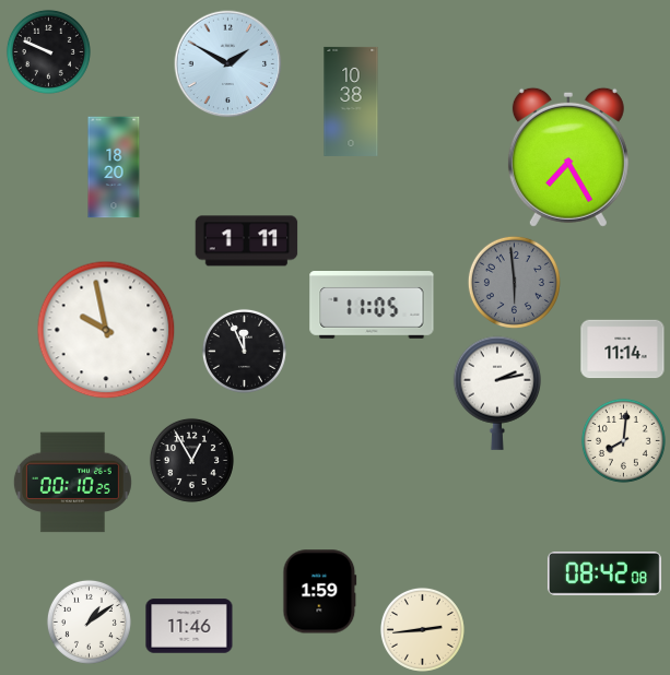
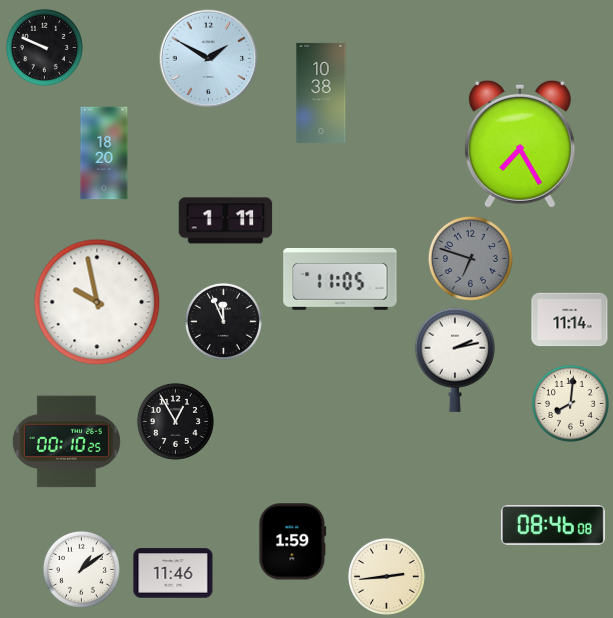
clock at (514, 282): 5:59 -> 6:48
clock at (604, 575): 08:42 -> 08:46
